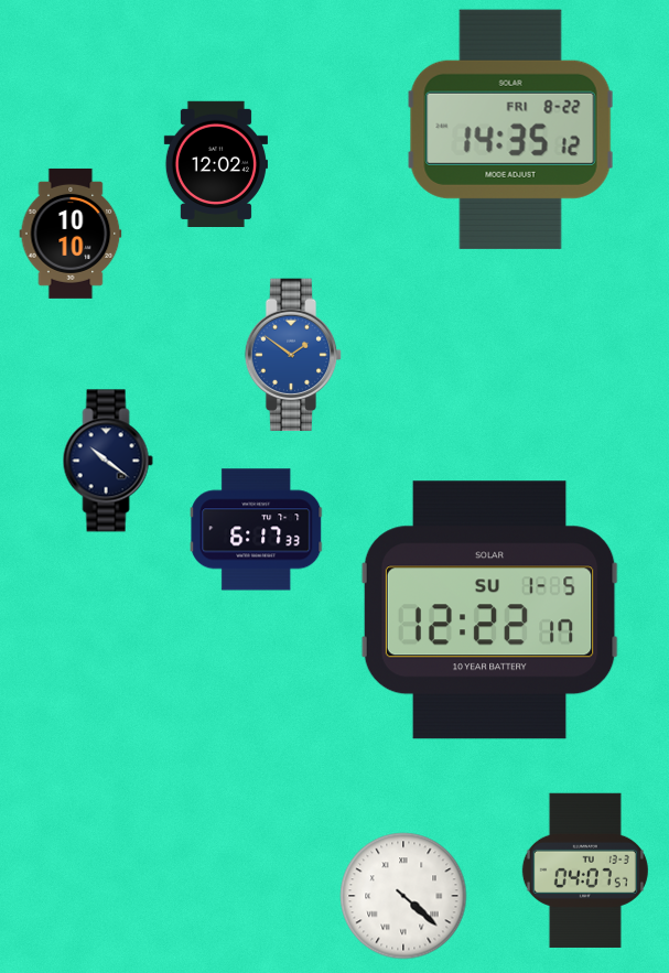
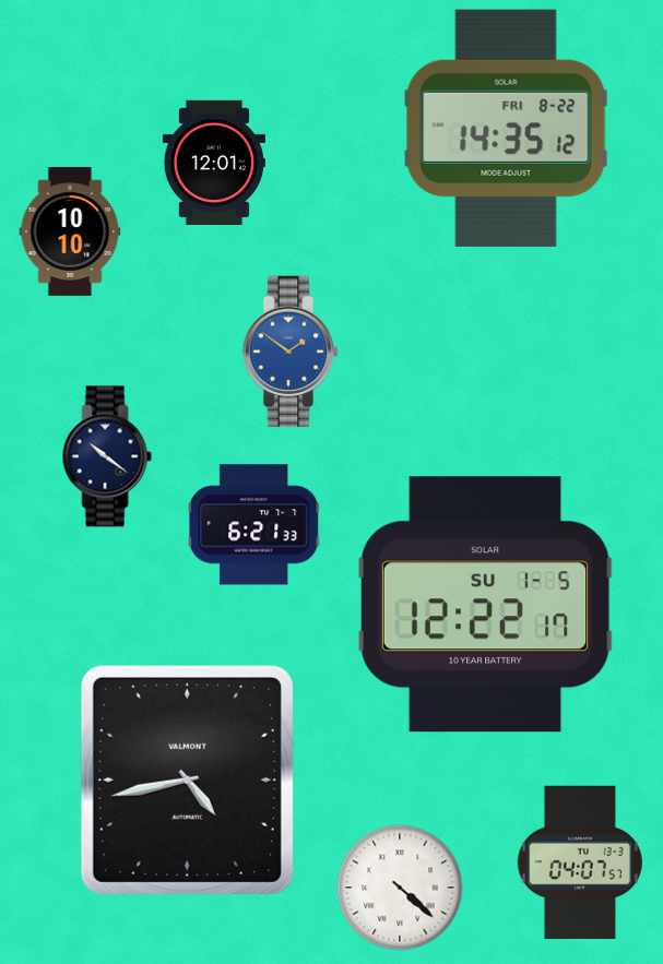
clock at (216, 163): 12:02 -> 12:01
clock at (257, 530): 6:17 -> 6:21
clock at (187, 779): none -> 4:43
